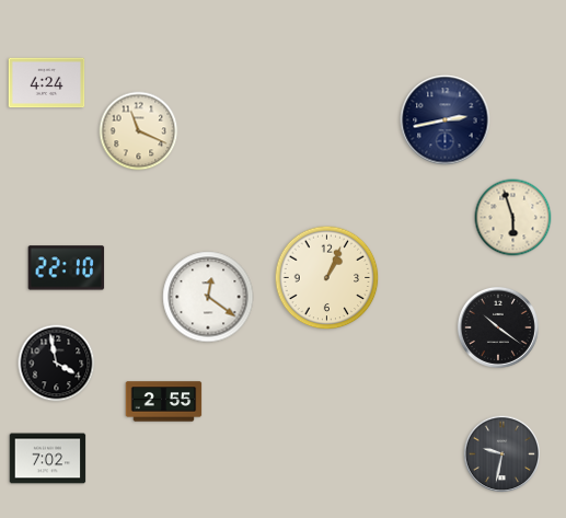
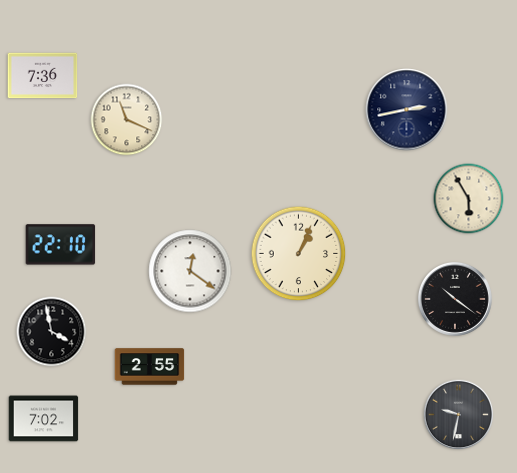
clock at (47, 83): 4:24 -> 7:36
clock at (513, 218): 5:57 -> 5:55
